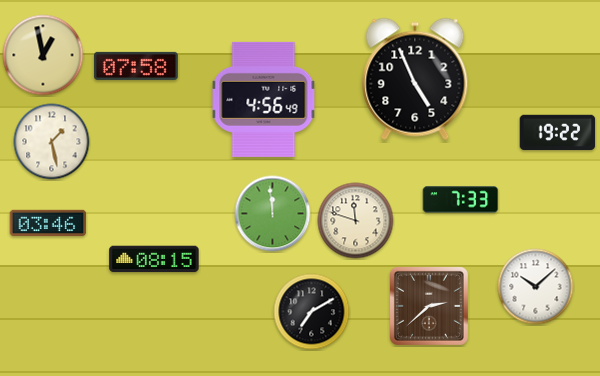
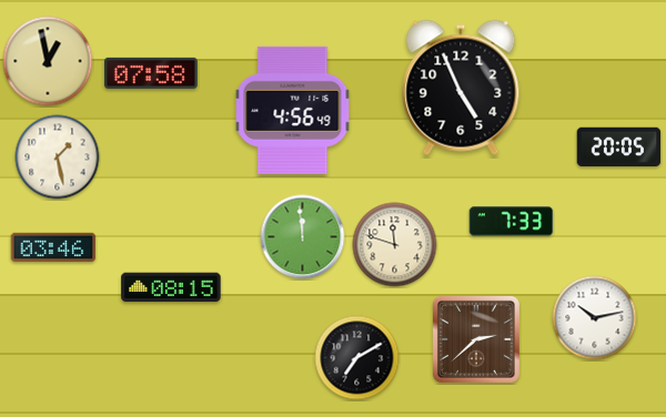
clock at (558, 133): 19:22 -> 20:05
clock at (536, 287): 10:08 -> 10:13
clock at (312, 312) position: (312, 312) -> (357, 358)
